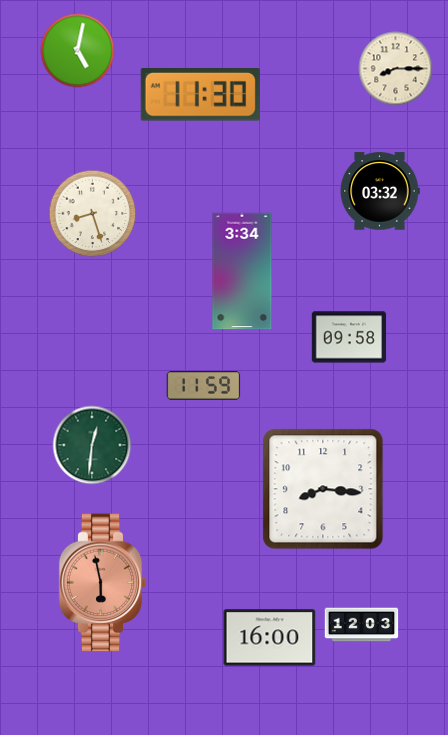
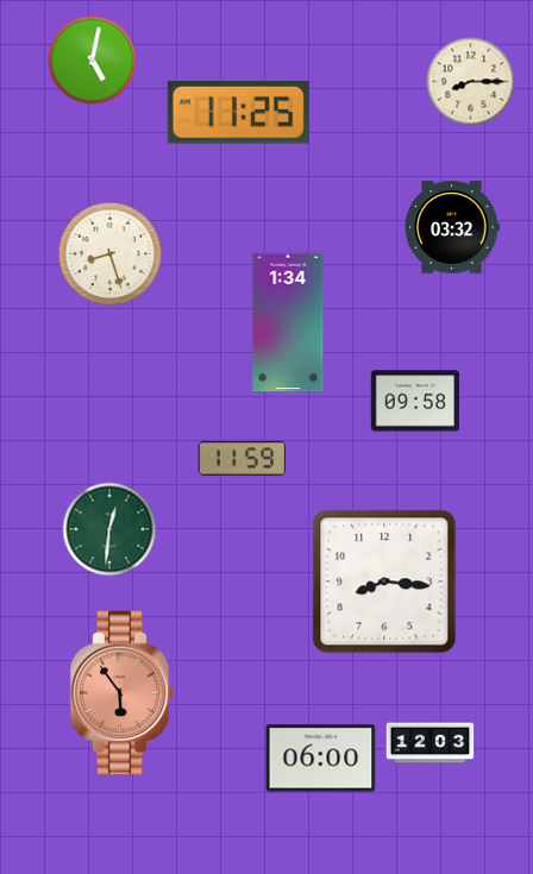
clock at (200, 95): 11:30 -> 11:25
clock at (242, 271): 3:34 -> 1:34
clock at (103, 583): 5:58 -> 5:54
clock at (270, 638): 16:00 -> 06:00
